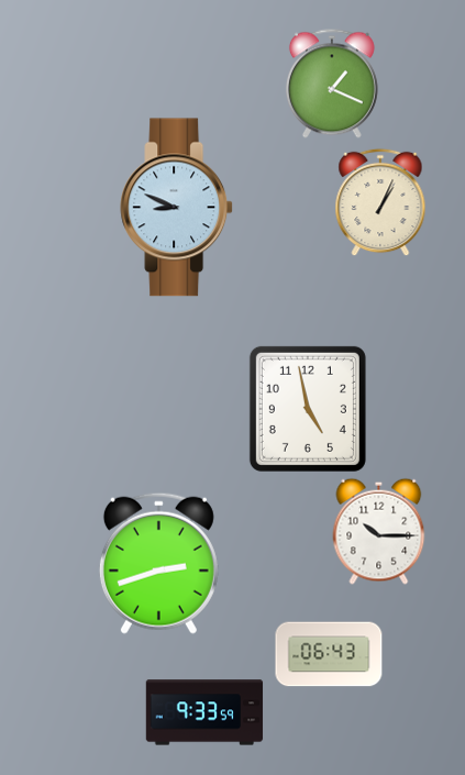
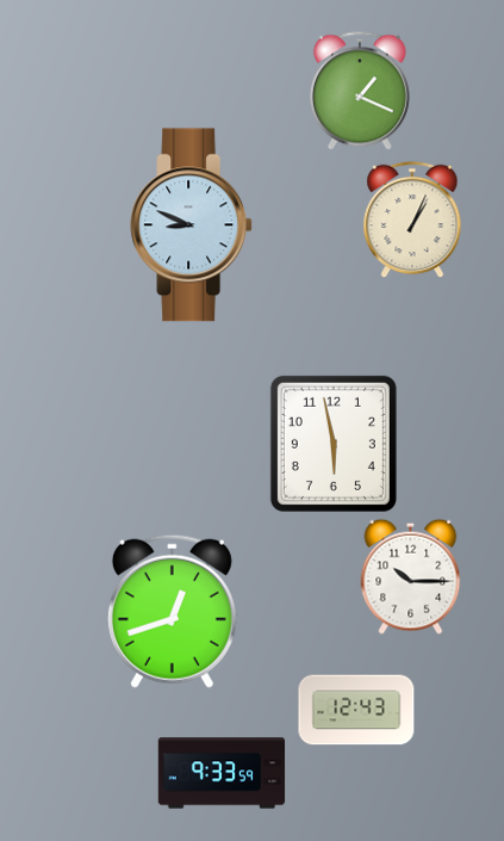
clock at (308, 409): 4:58 -> 5:58
clock at (158, 563): 2:42 -> 12:42
clock at (329, 654): 06:43 -> 12:43
